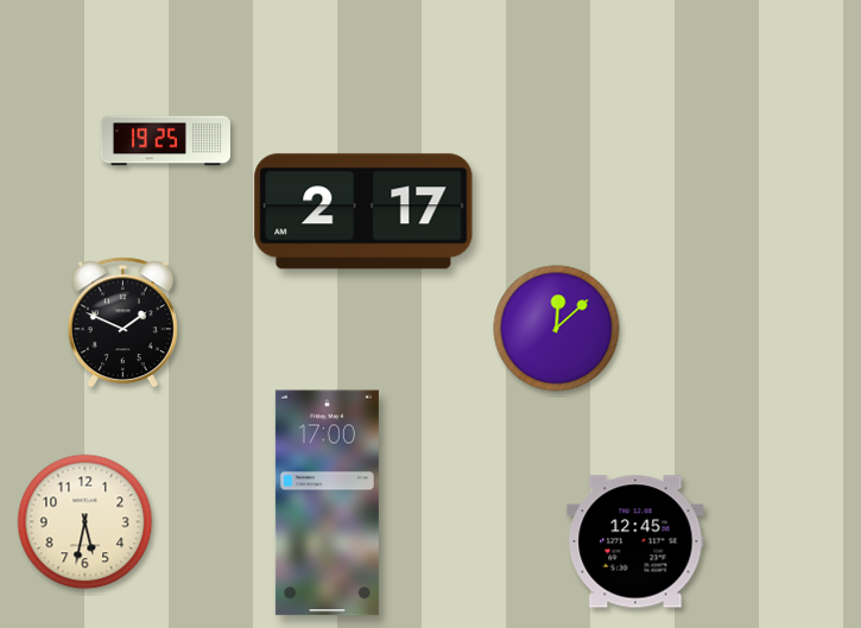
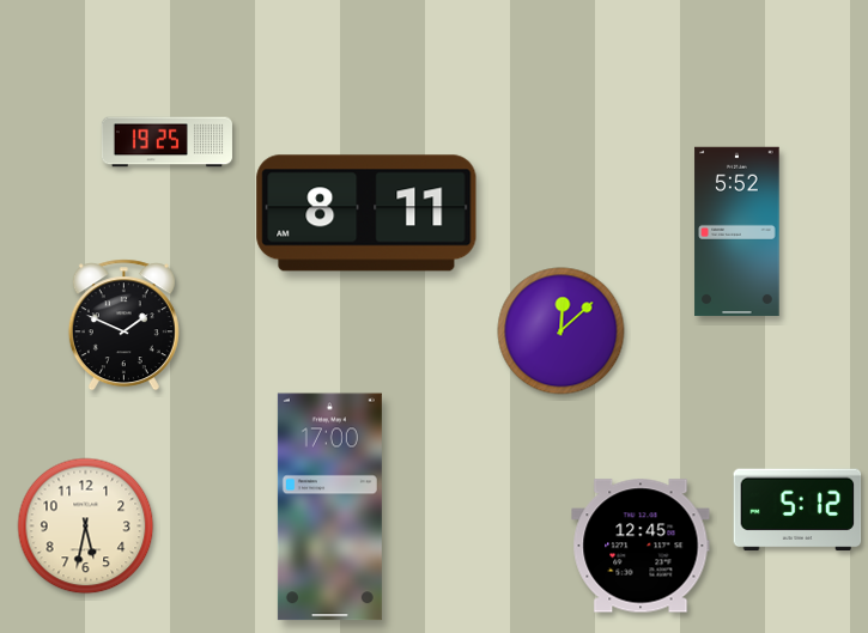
clock at (363, 211): 2:17 -> 8:11
clock at (738, 232): none -> 5:52
clock at (797, 510): none -> 5:12
